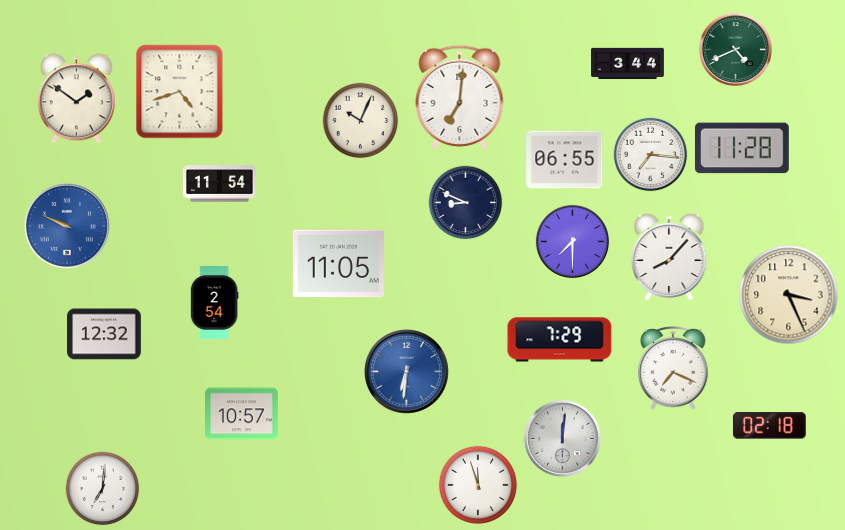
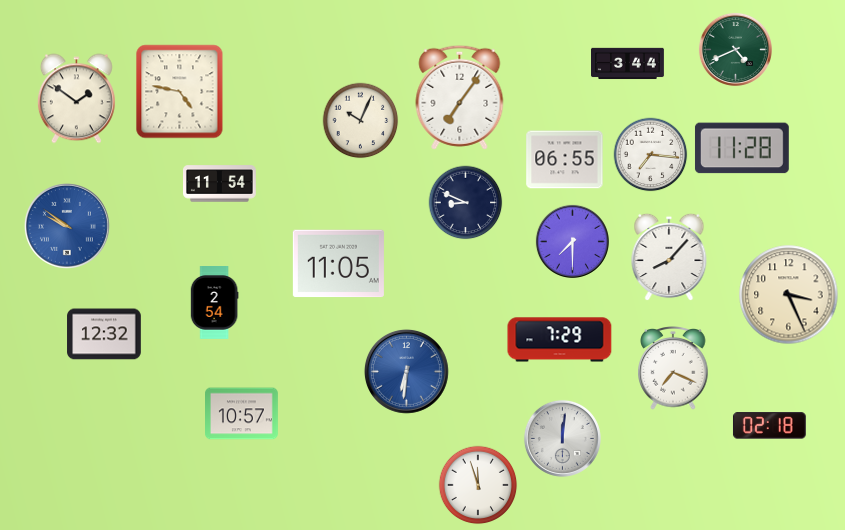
clock at (180, 92): 4:42 -> 4:47
clock at (460, 97): 7:01 -> 7:06
clock at (67, 226): 9:49 -> 9:51
clock at (103, 489): 7:01 -> none
